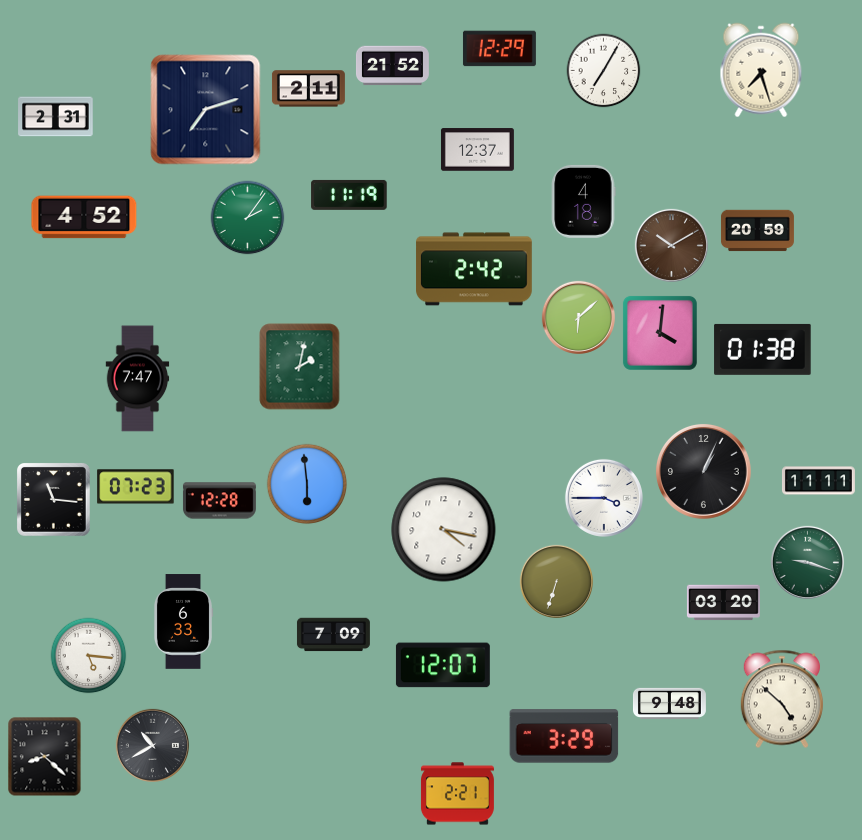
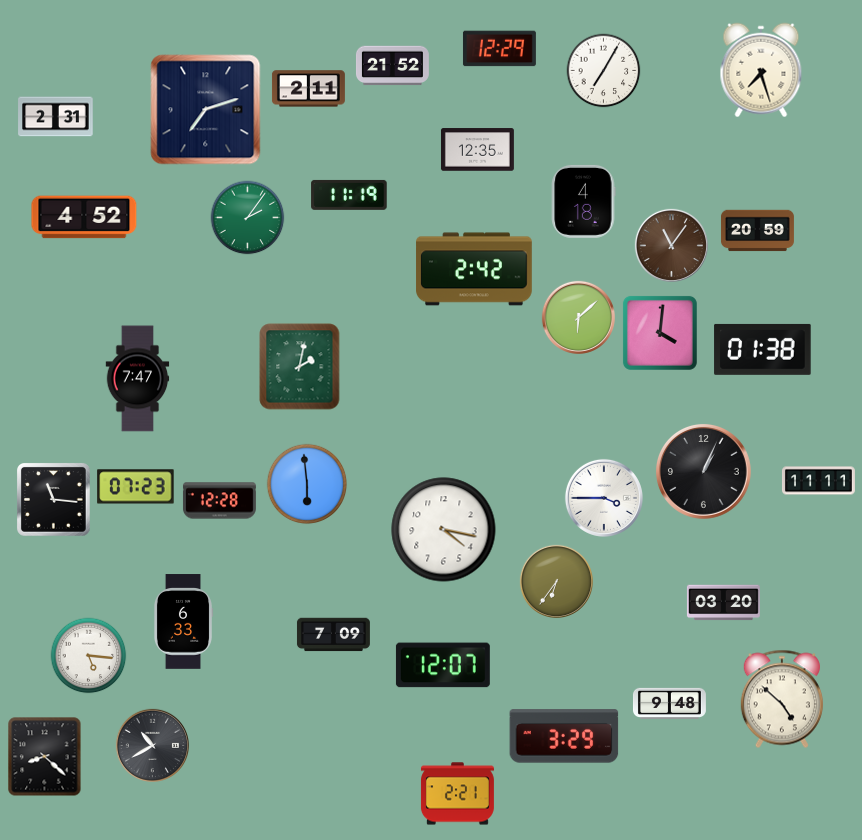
clock at (477, 150): 12:37 -> 12:35
clock at (671, 245): 10:10 -> 11:06
clock at (807, 562): 9:18 -> none
clock at (556, 581): 6:33 -> 6:36
